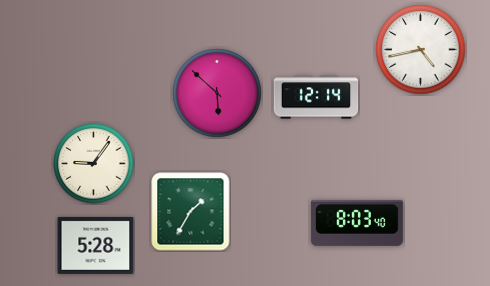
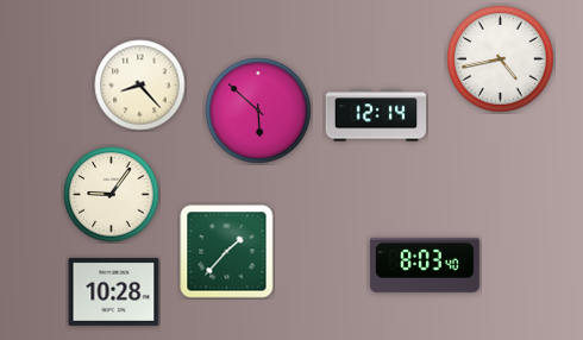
clock at (140, 86): none -> 8:23
clock at (191, 212): 1:35 -> 1:37
clock at (96, 245): 5:28 -> 10:28
